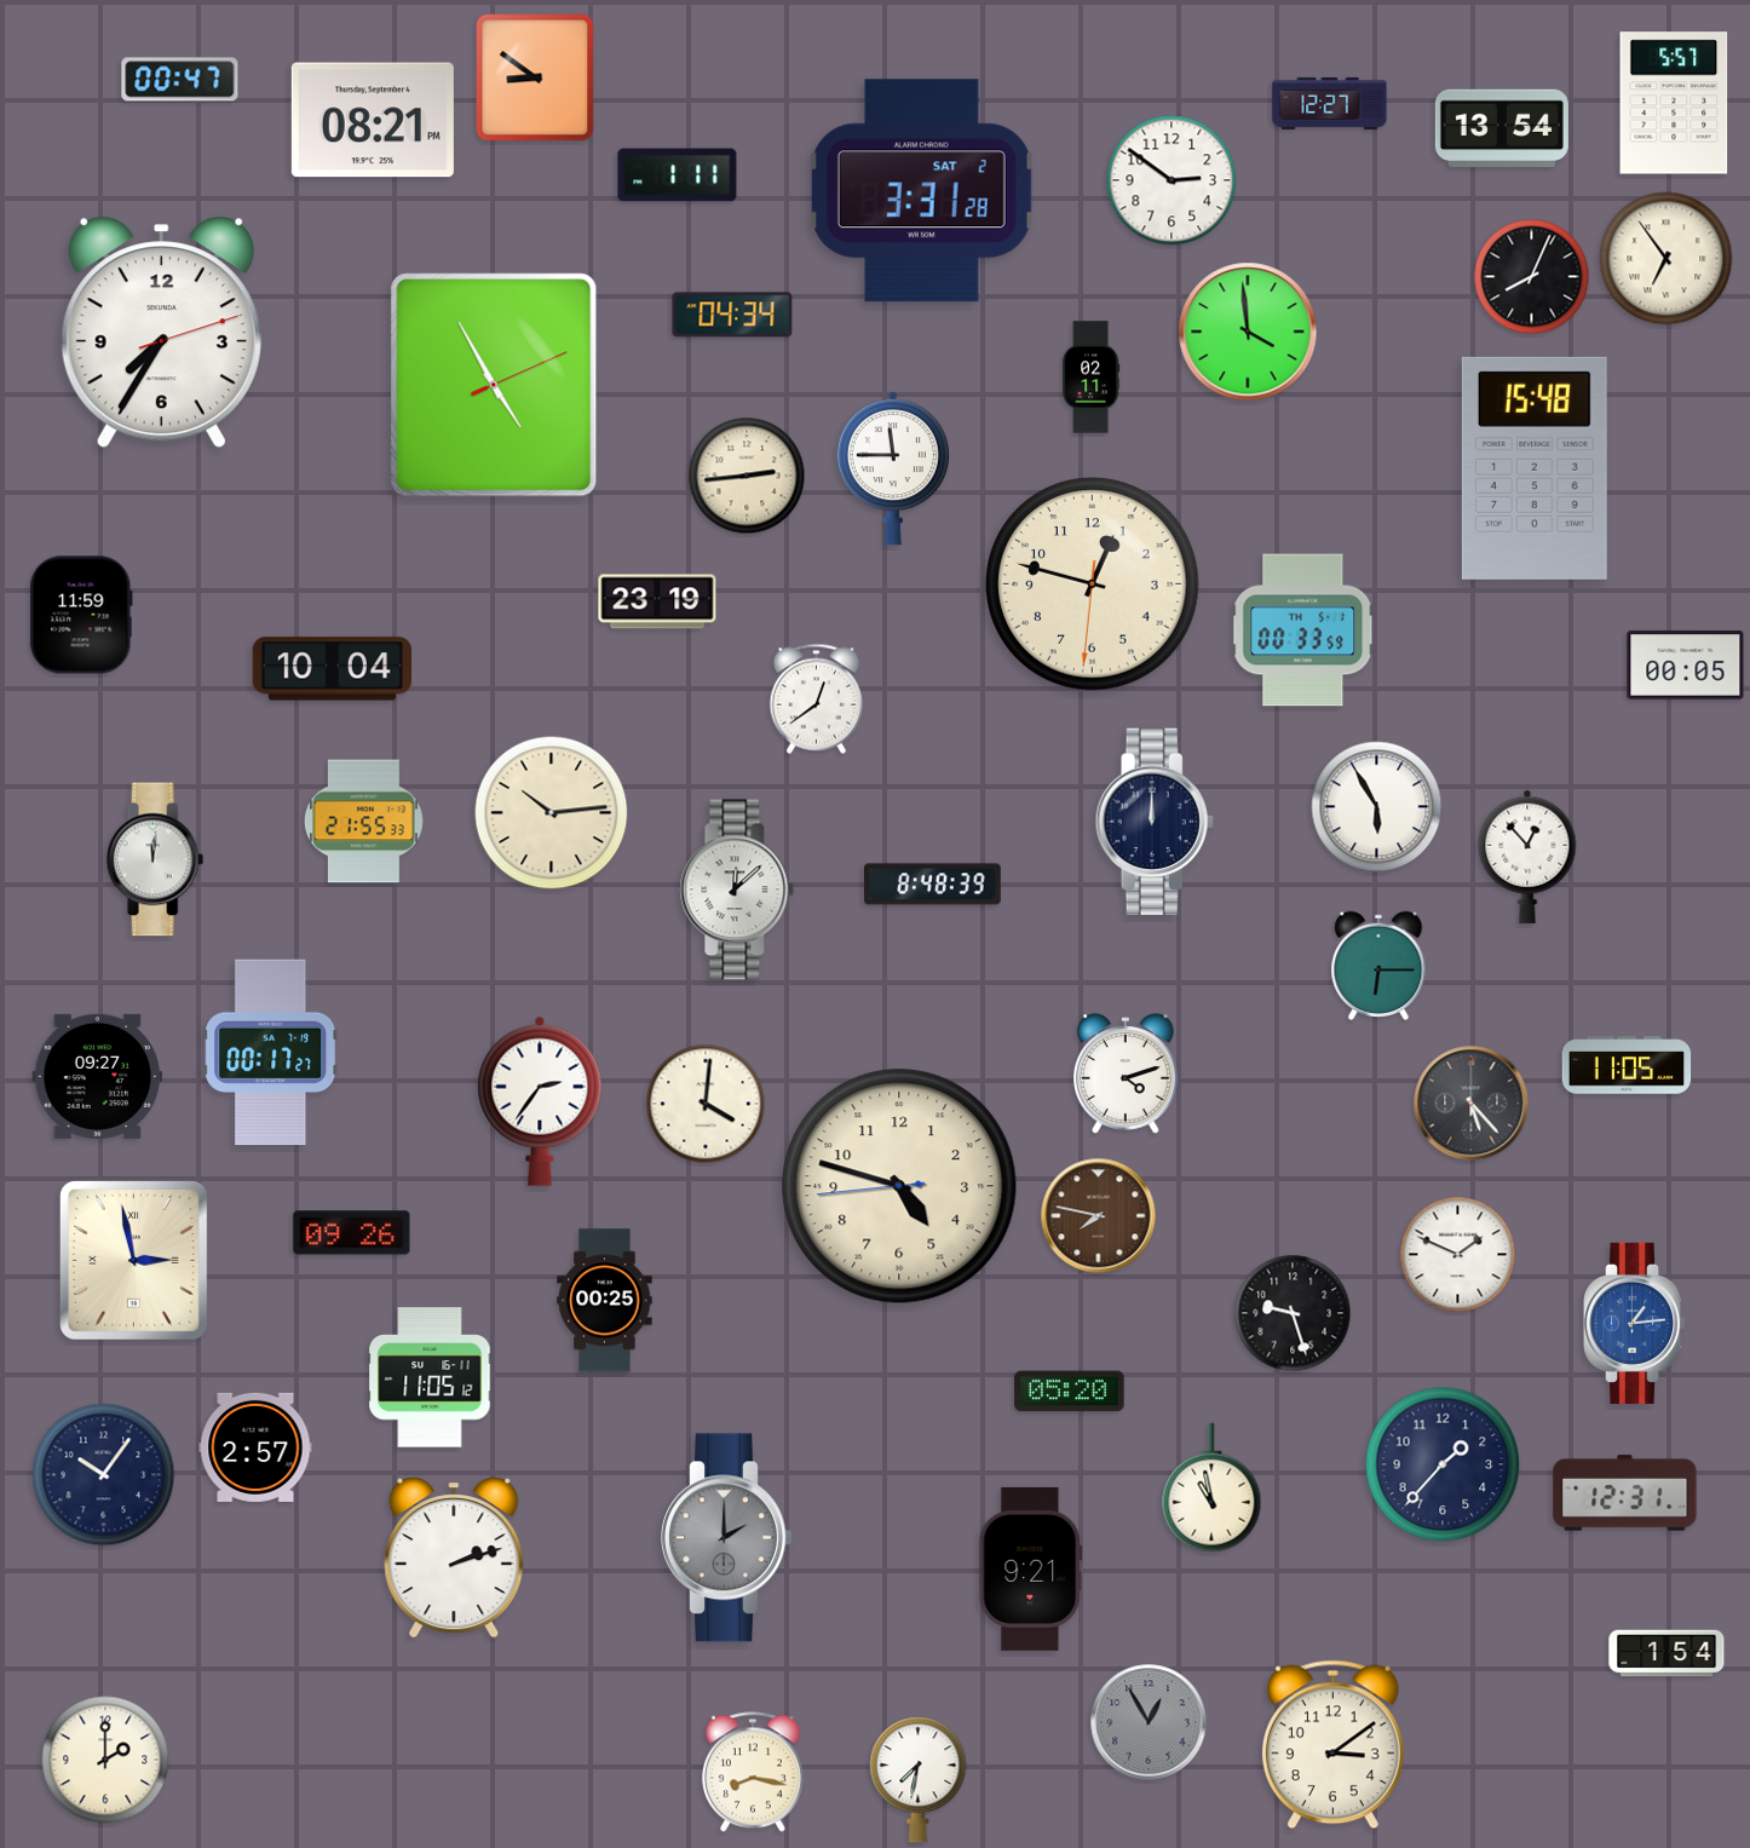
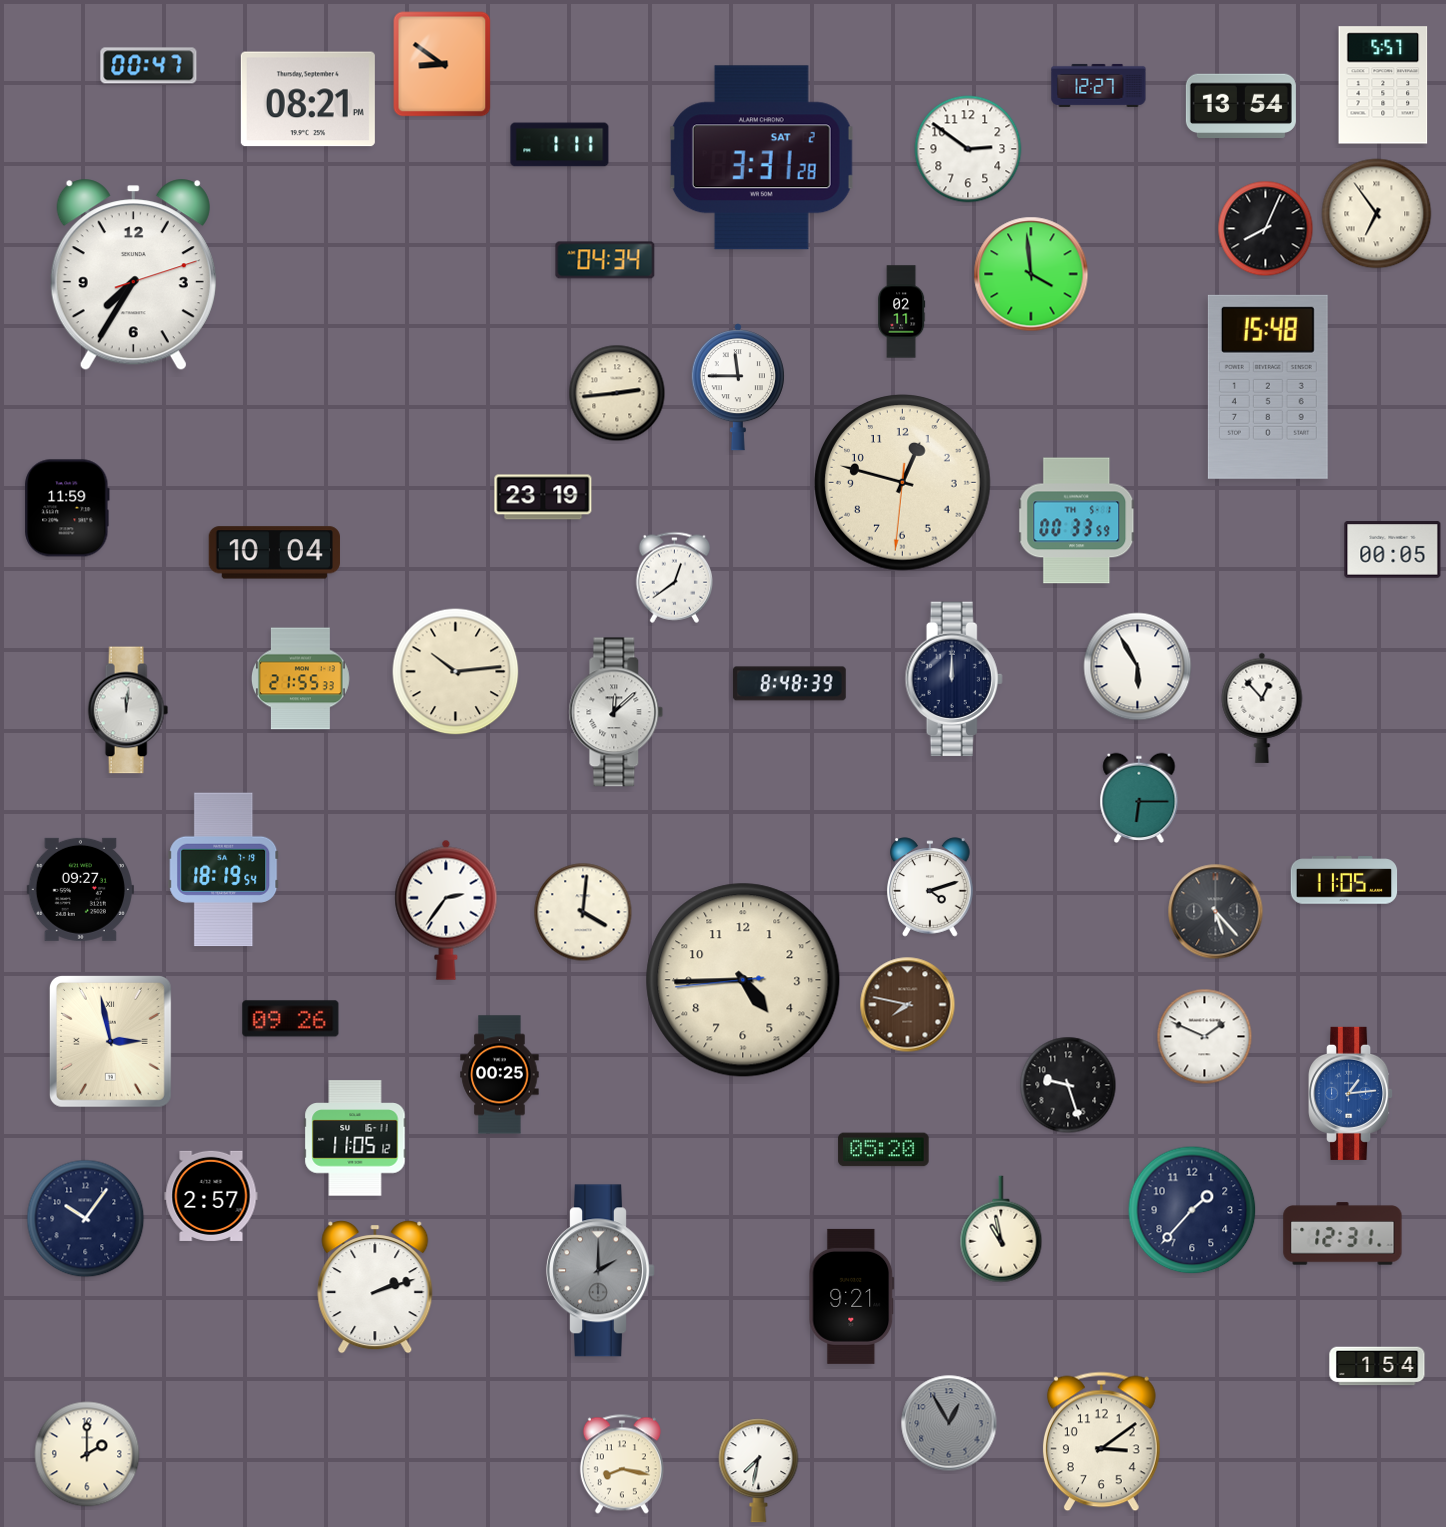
clock at (494, 385): 4:55 -> none
clock at (932, 885) position: (932, 885) -> (789, 684)
clock at (737, 890) position: (737, 890) -> (616, 712)
clock at (271, 1053): 00:17 -> 18:19
clock at (899, 1186): 4:47 -> 4:44
